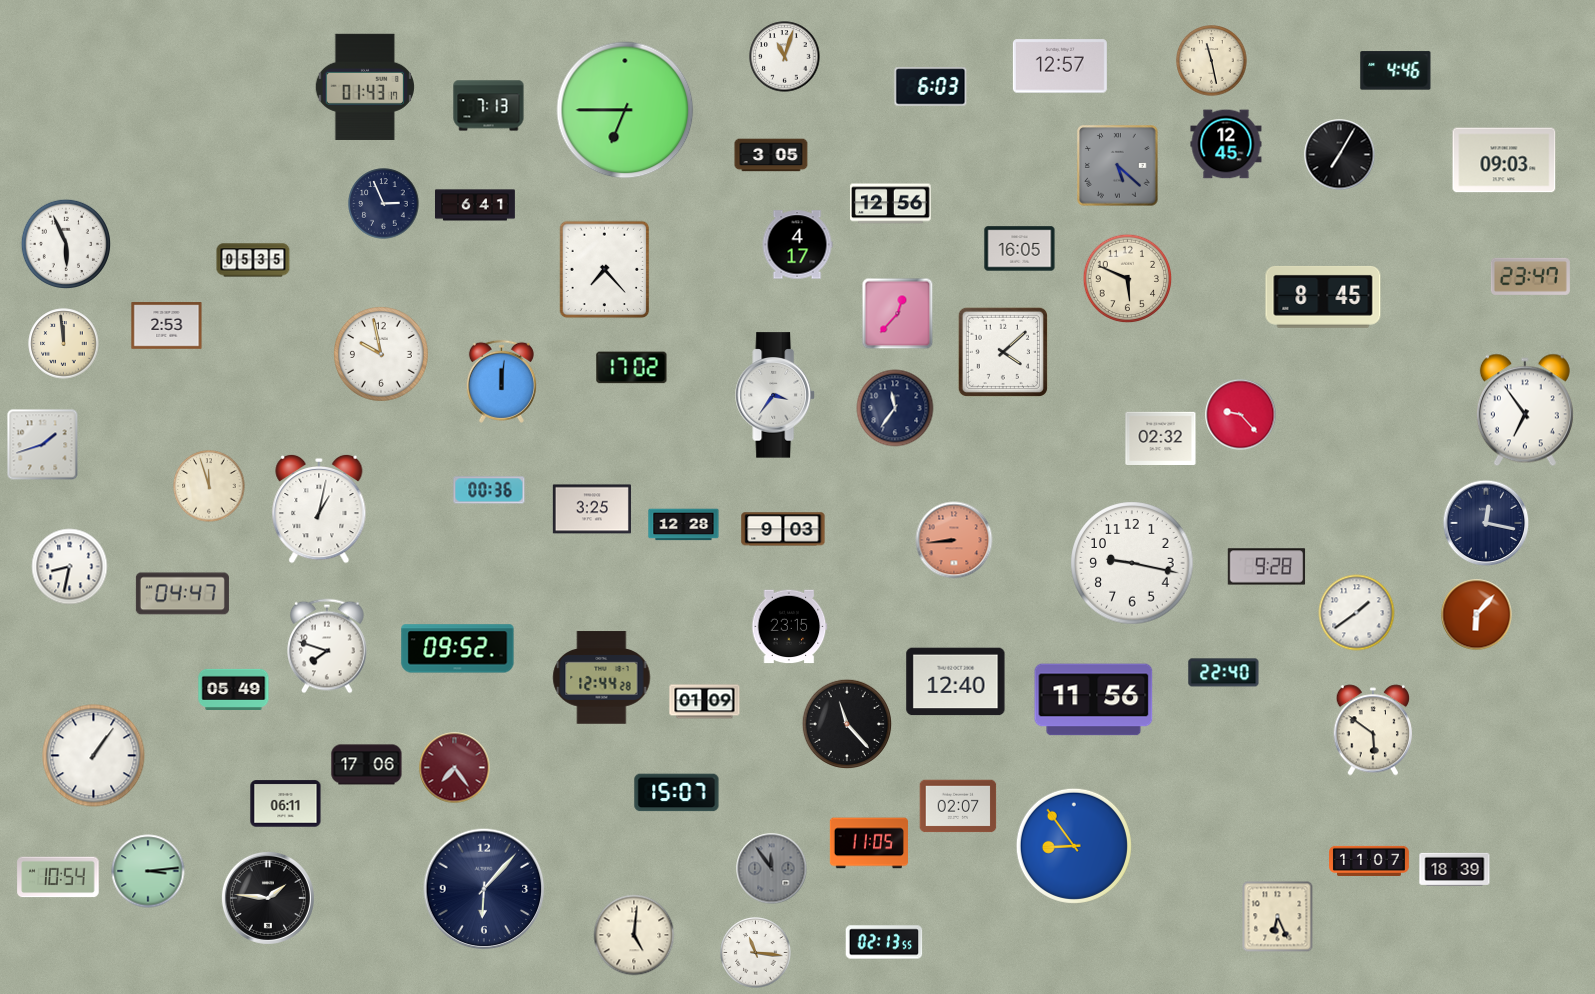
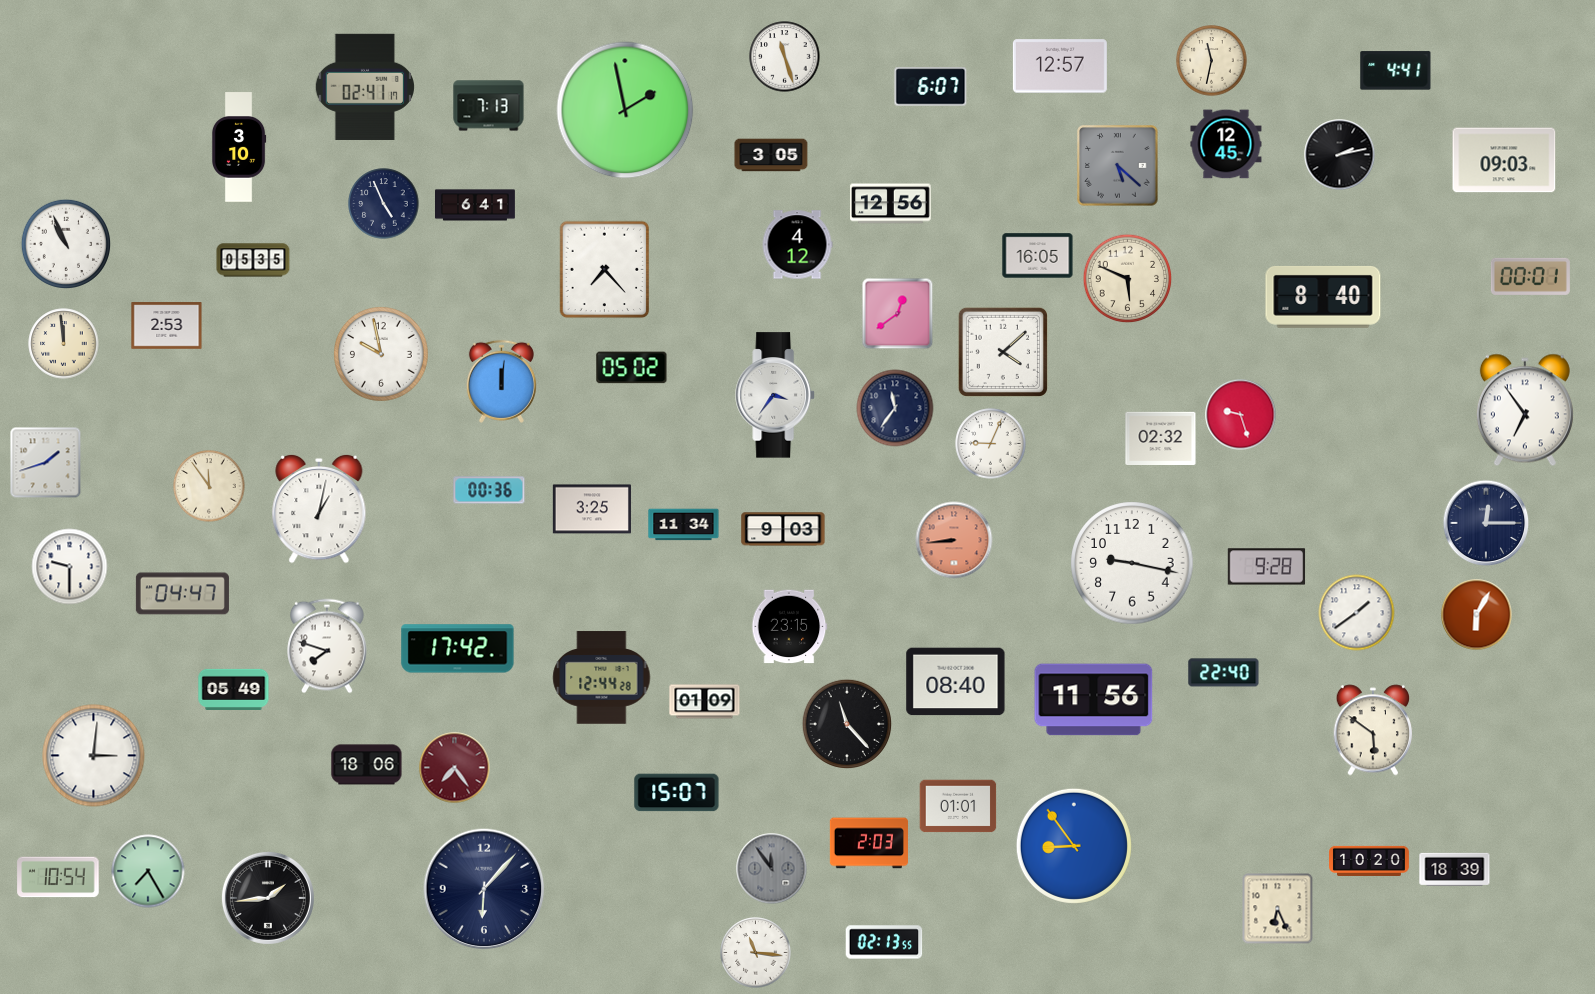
clock at (785, 57): 11:03 -> 11:27
clock at (1212, 61): 11:28 -> 11:32
clock at (1396, 71): 4:46 -> 4:41
clock at (365, 87): 01:43 -> 02:41
clock at (931, 87): 6:03 -> 6:07
clock at (625, 110): 6:45 -> 1:58
clock at (239, 147): none -> 3:10
clock at (1340, 155): 7:05 -> 2:13
clock at (384, 204): 2:56 -> 4:56
clock at (65, 243): 5:56 -> 10:56
clock at (797, 245): 4:17 -> 4:12
clock at (1020, 249) position: (1020, 249) -> (1038, 256)
clock at (1530, 276): 23:47 -> 00:01
clock at (1323, 297): 8:45 -> 8:40
clock at (898, 314): 12:37 -> 12:39
clock at (632, 368): 17:02 -> 05:02
clock at (1241, 415): 9:23 -> 9:27
clock at (991, 444): none -> 9:04
clock at (43, 445) position: (43, 445) -> (46, 463)
clock at (209, 486): 11:57 -> 11:54
clock at (1486, 523): 12:17 -> 12:15
clock at (684, 525): 12:28 -> 11:34
clock at (70, 567): 8:32 -> 9:30
clock at (1477, 615): 6:07 -> 6:05
clock at (458, 649): 09:52 -> 17:42
clock at (956, 682): 12:40 -> 08:40
clock at (94, 756): 1:06 -> 3:01
clock at (367, 765): 17:06 -> 18:06
clock at (286, 804): 06:11 -> none
clock at (958, 806): 02:07 -> 01:01
clock at (869, 843): 11:05 -> 2:03
clock at (1370, 861): 11:07 -> 10:20
clock at (148, 871): 3:14 -> 7:25
clock at (268, 898): 1:46 -> 1:44
clock at (1278, 917) position: (1278, 917) -> (1278, 909)
clock at (634, 935): 5:01 -> none
